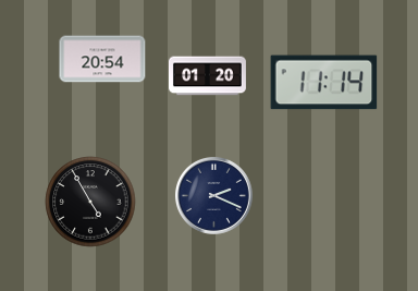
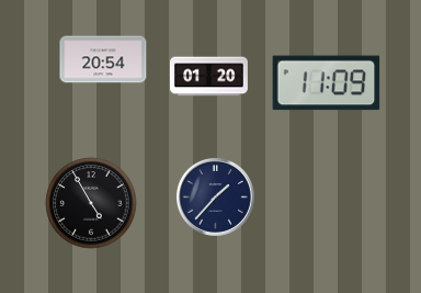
clock at (324, 83): 11:14 -> 11:09
clock at (213, 195): 2:19 -> 1:37
